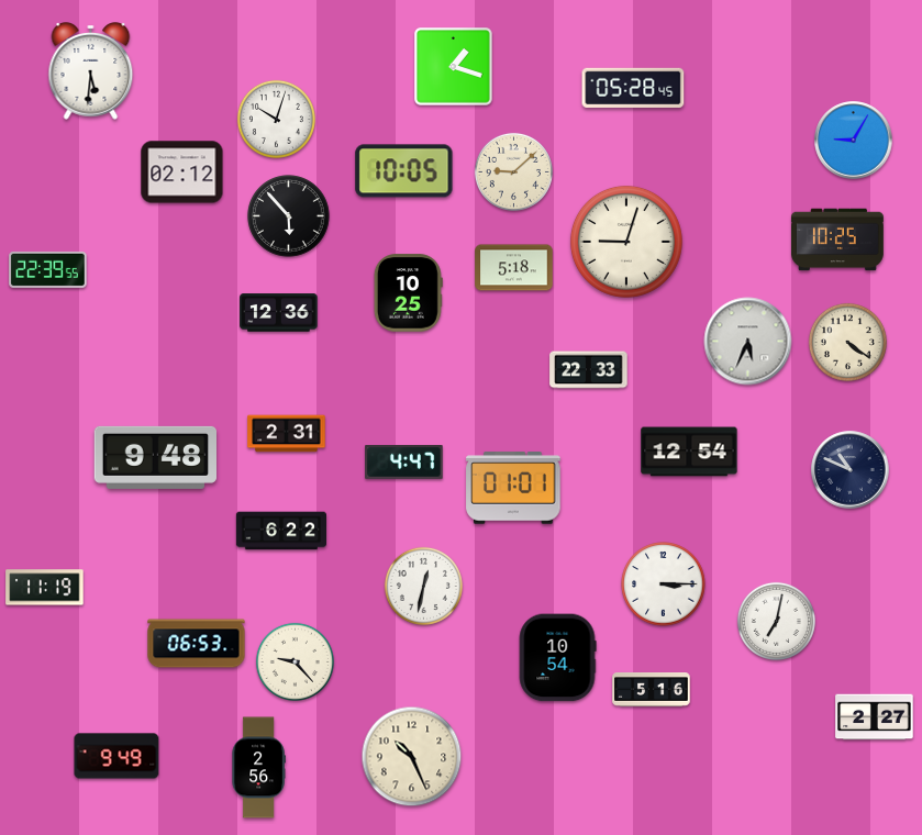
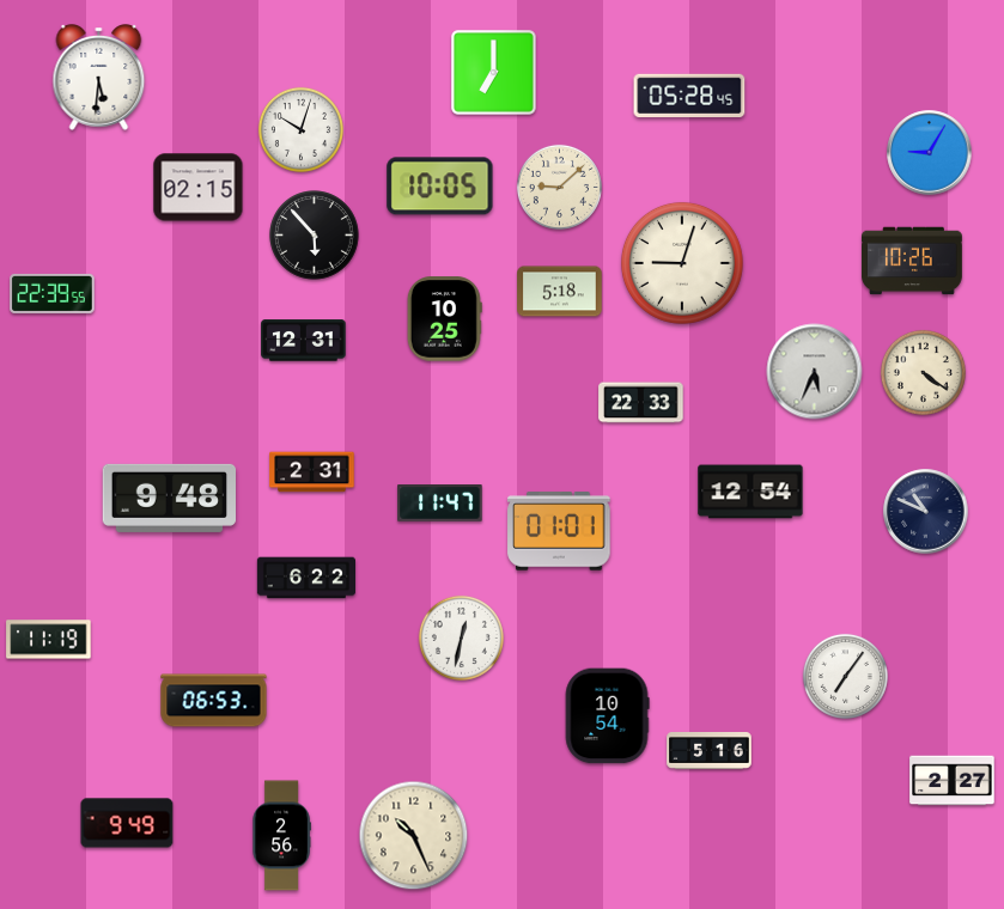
clock at (454, 67): 1:18 -> 7:00
clock at (182, 172): 02:12 -> 02:15
clock at (837, 240): 10:25 -> 10:26
clock at (279, 313): 12:36 -> 12:31
clock at (404, 463): 4:47 -> 11:47
clock at (664, 584): 3:15 -> none
clock at (776, 621): 7:02 -> 7:06
clock at (295, 661): 9:23 -> none
clock at (412, 757) position: (412, 757) -> (414, 836)
